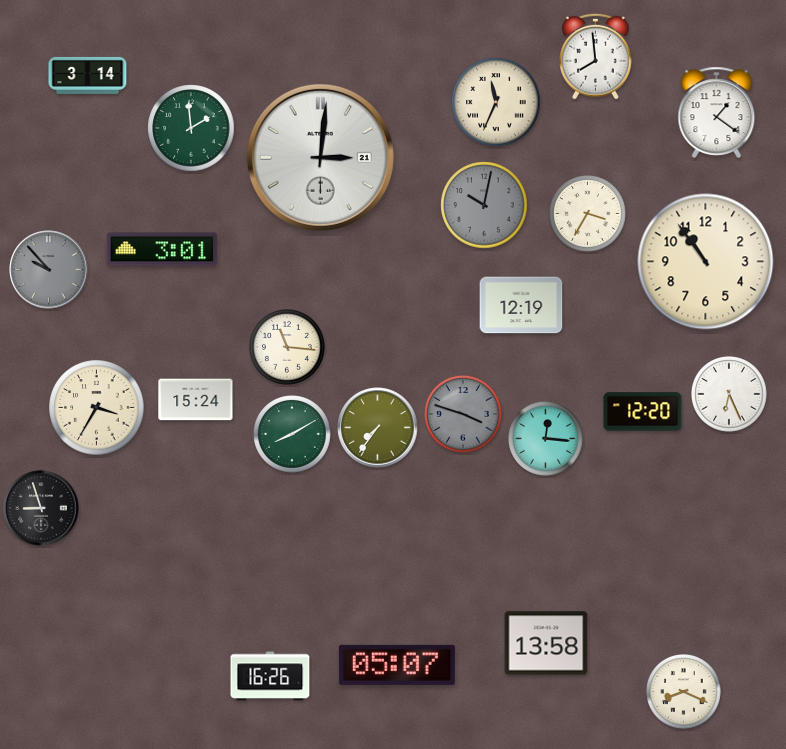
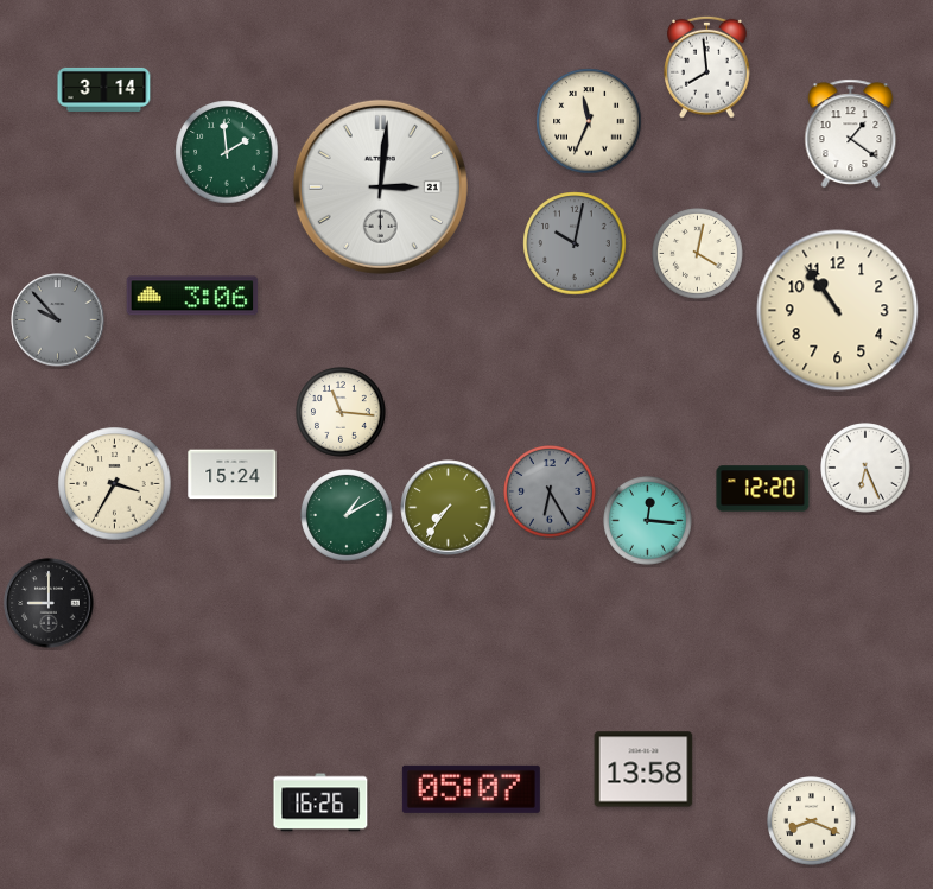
clock at (588, 214): 3:35 -> 4:02
clock at (162, 249): 3:01 -> 3:06
clock at (521, 305): 12:19 -> none
clock at (463, 414): 3:48 -> 6:25
clock at (292, 434): 8:10 -> 1:10
clock at (41, 508): 8:57 -> 9:00
clock at (546, 643) position: (546, 643) -> (643, 769)
